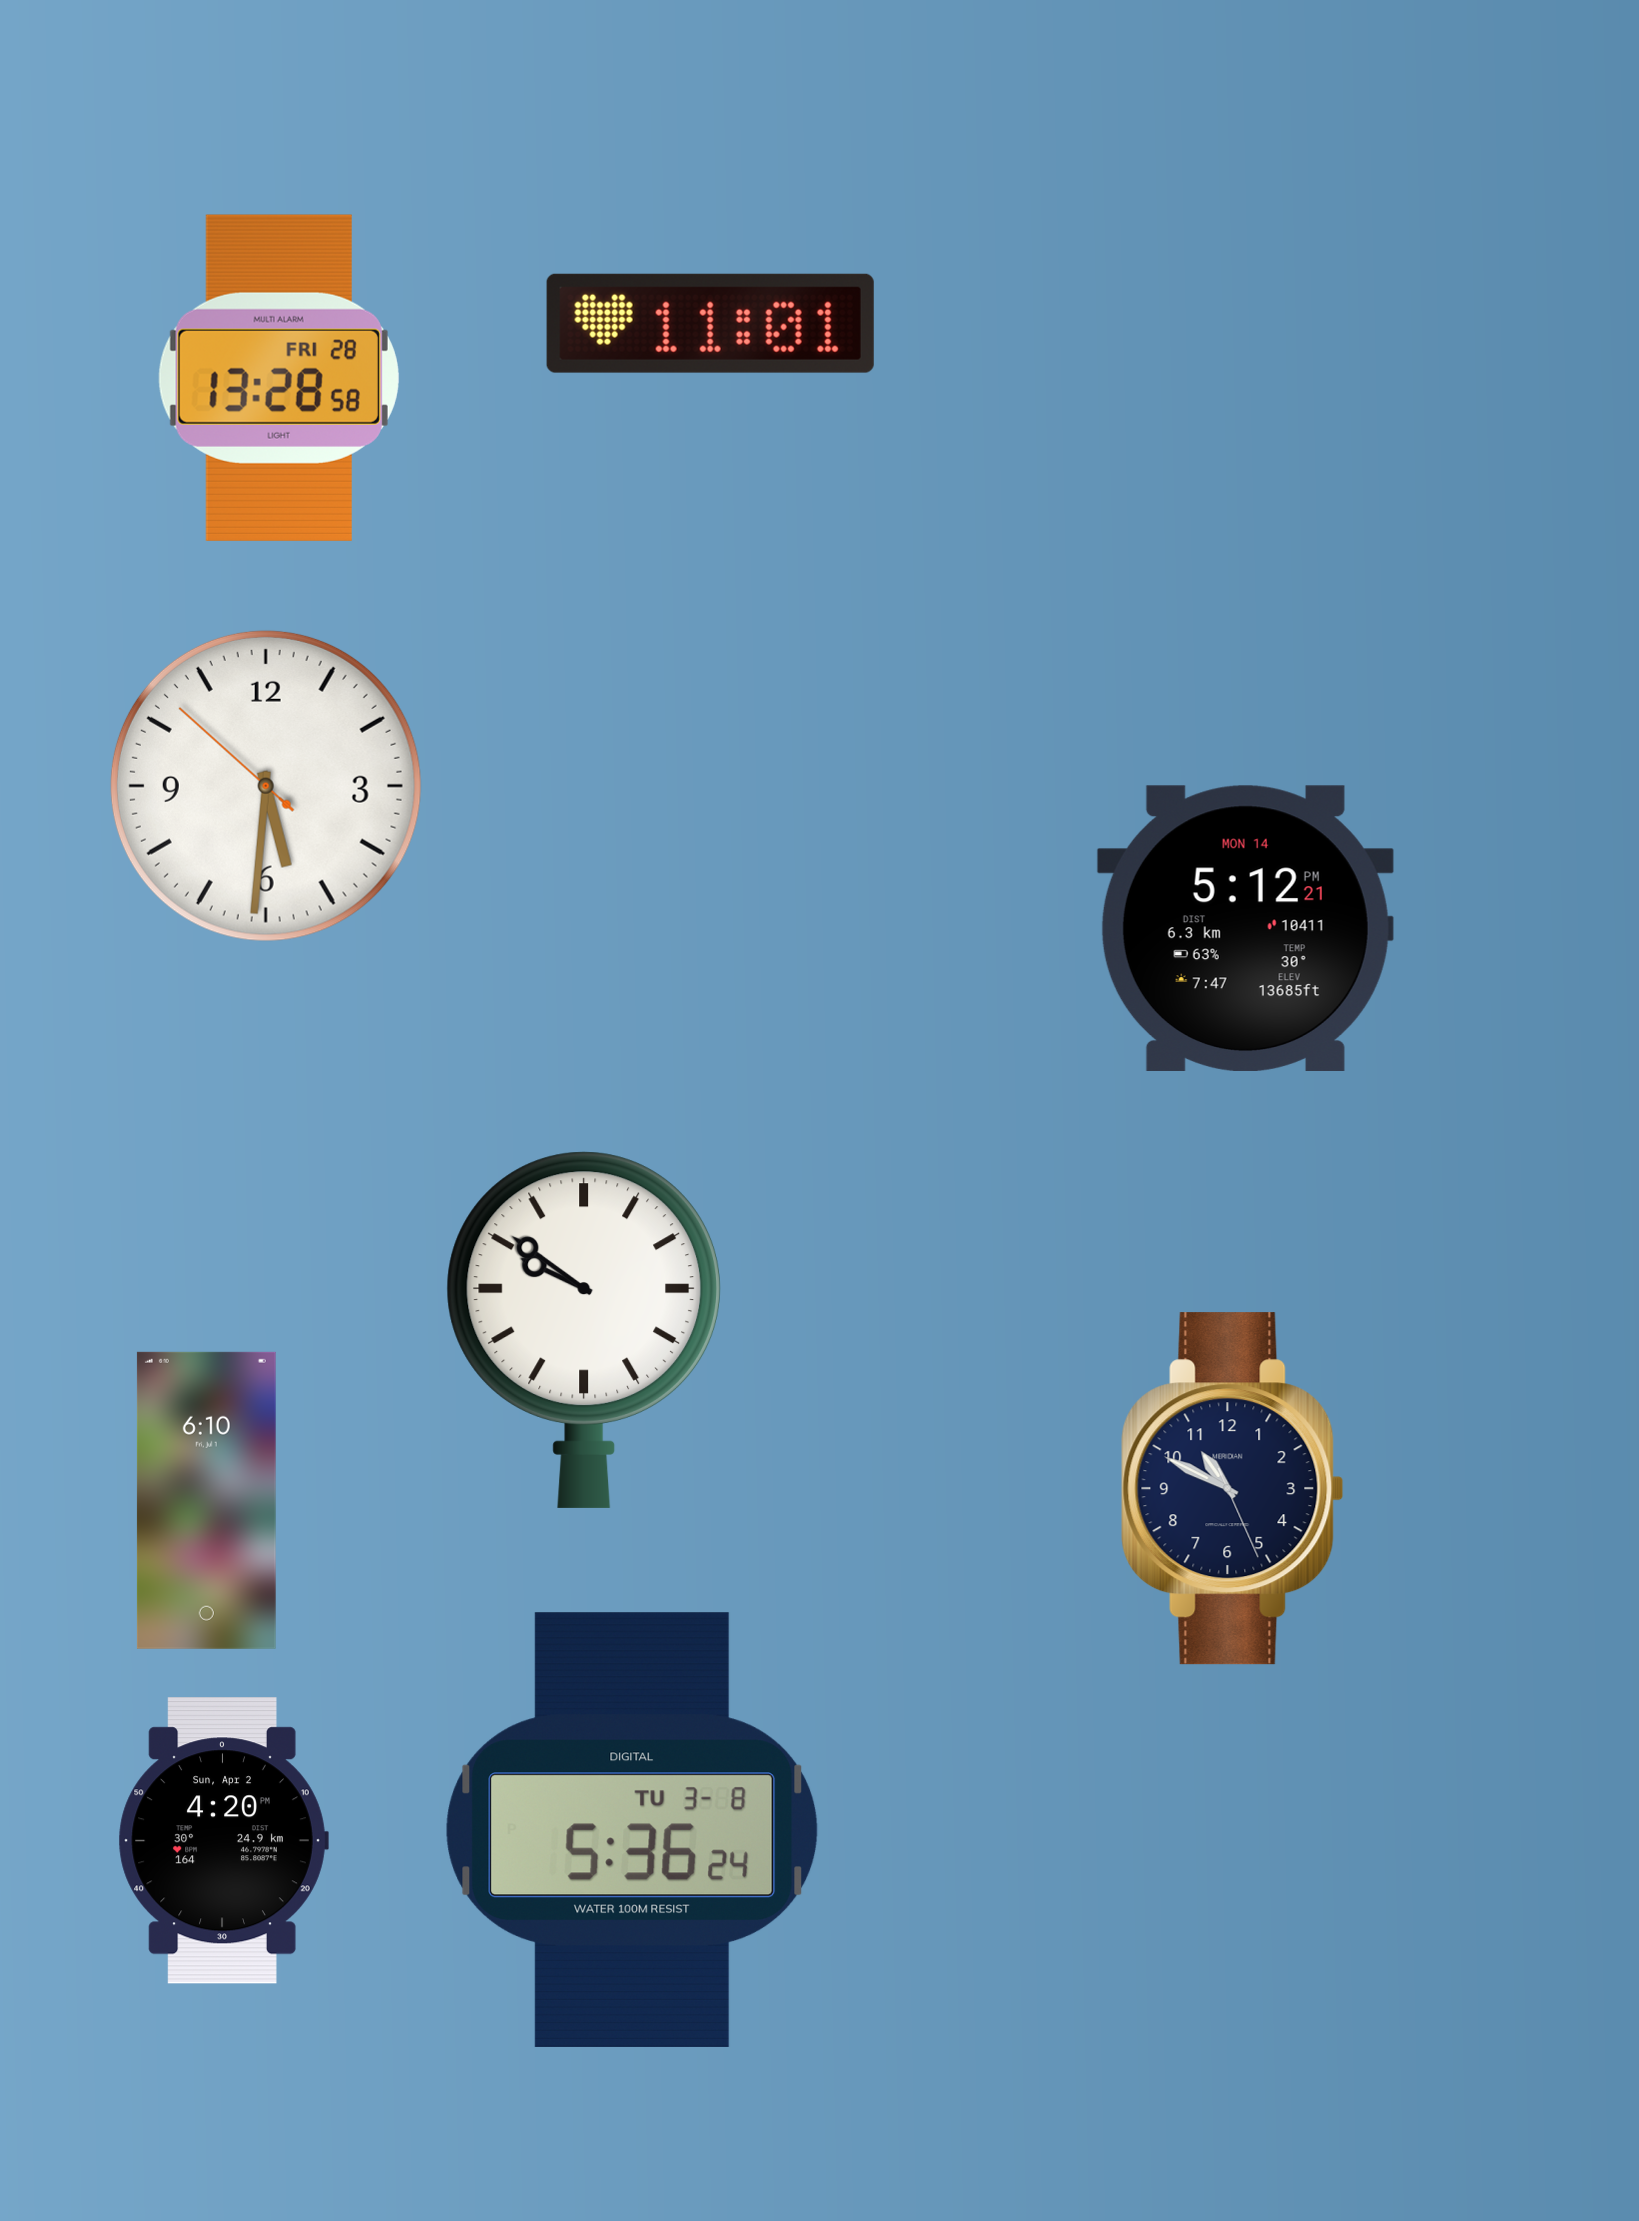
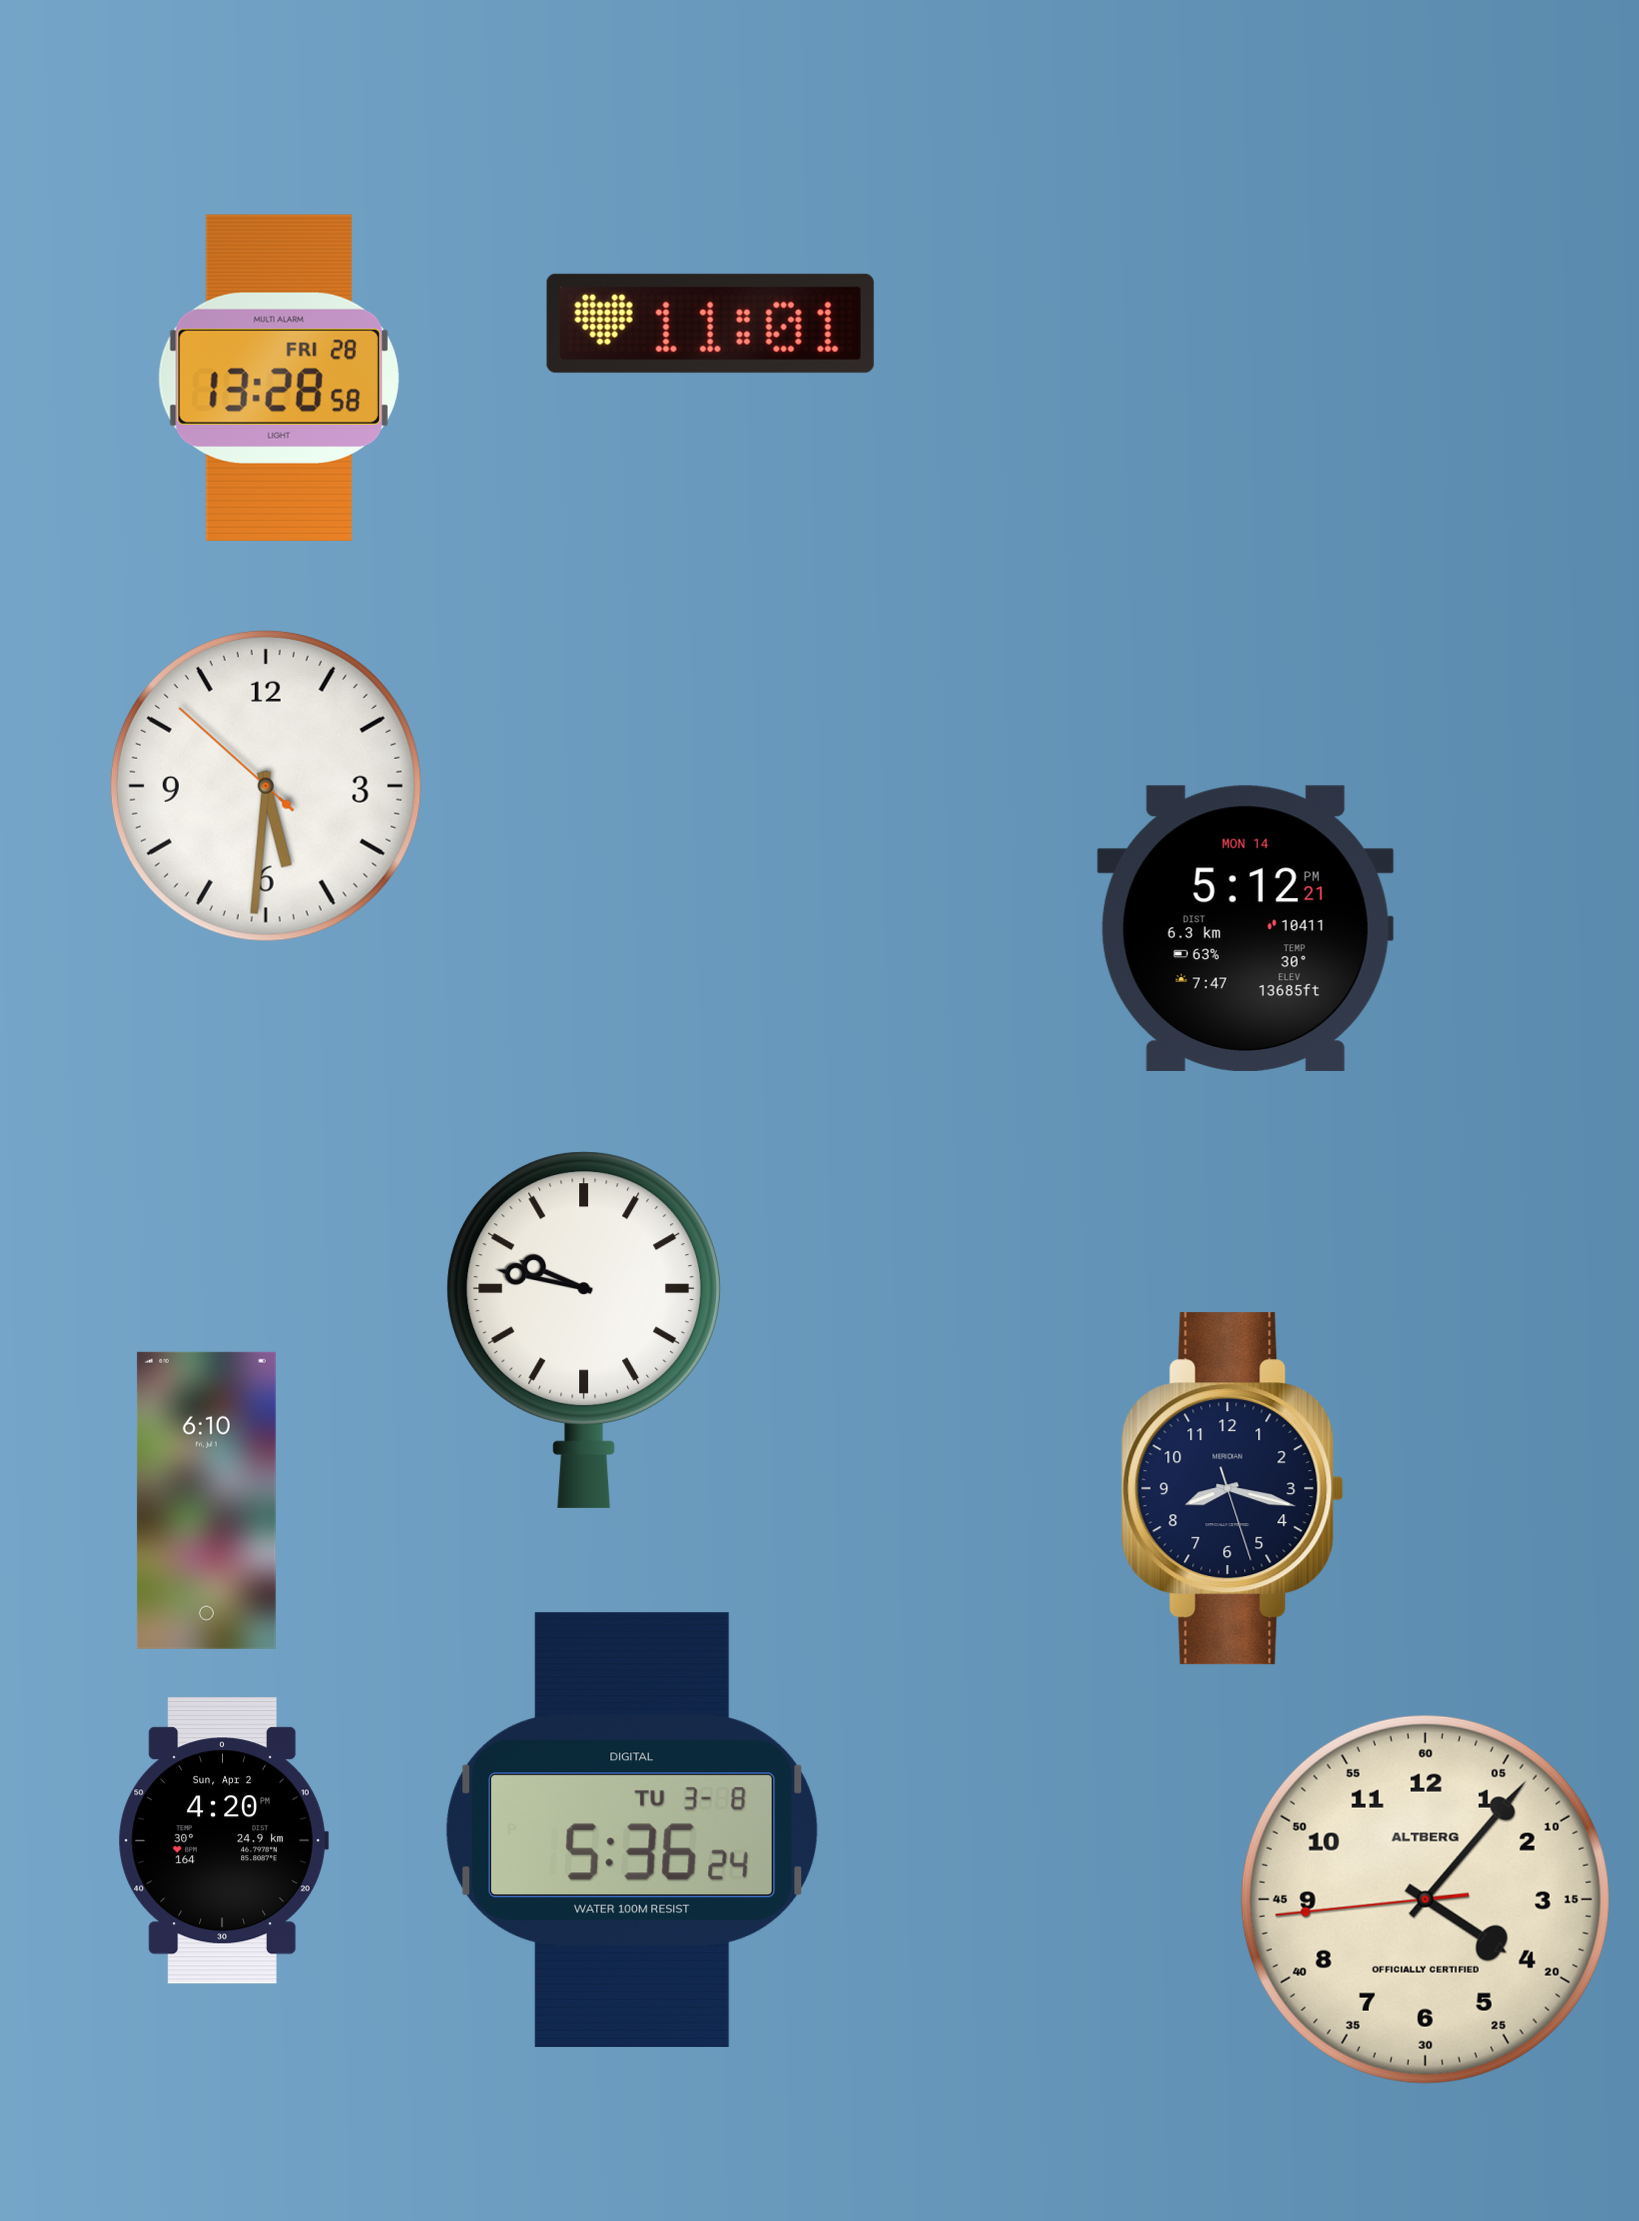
clock at (583, 1330): 9:51 -> 9:47
clock at (1233, 1489): 10:49 -> 8:17
clock at (1425, 1899): none -> 4:06
